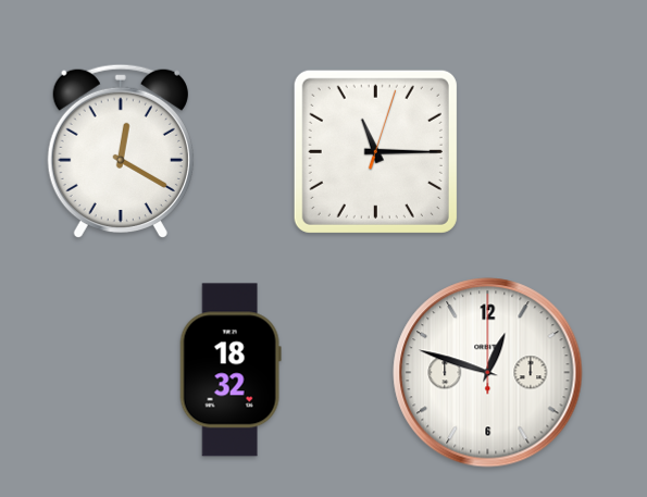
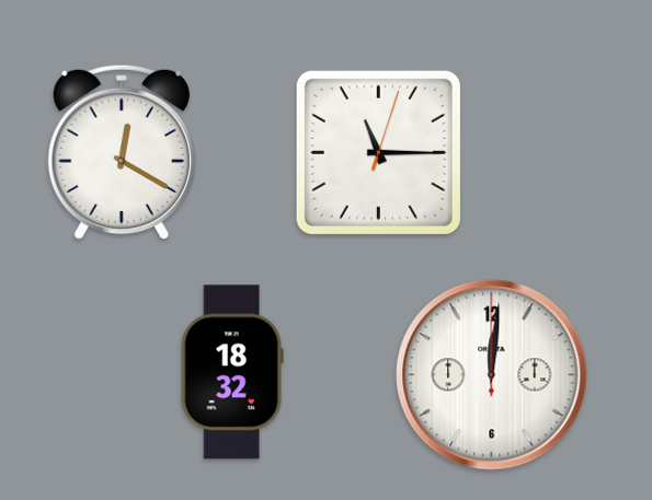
clock at (488, 373): 12:48 -> 12:01
